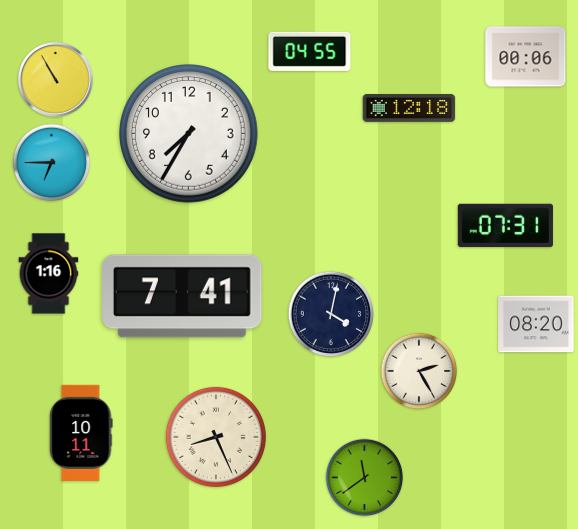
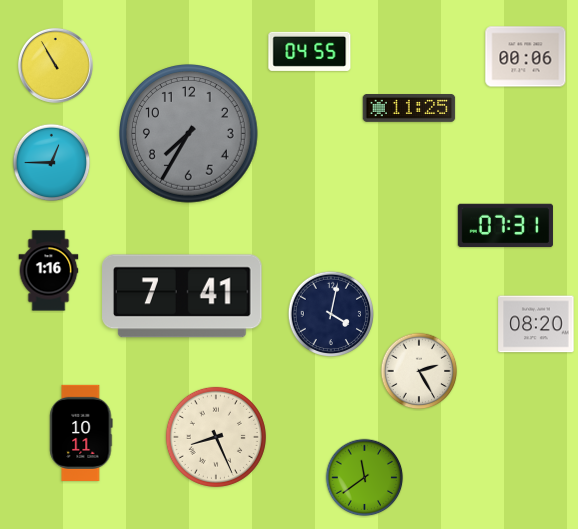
clock at (55, 79) position: (55, 79) -> (55, 65)
clock at (409, 109): 12:18 -> 11:25
clock at (189, 134) dial: white -> grey
clock at (52, 163): 6:45 -> 12:45
clock at (49, 274) position: (49, 274) -> (49, 271)
